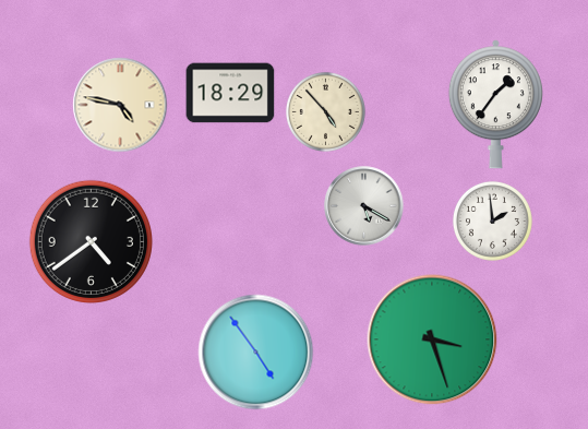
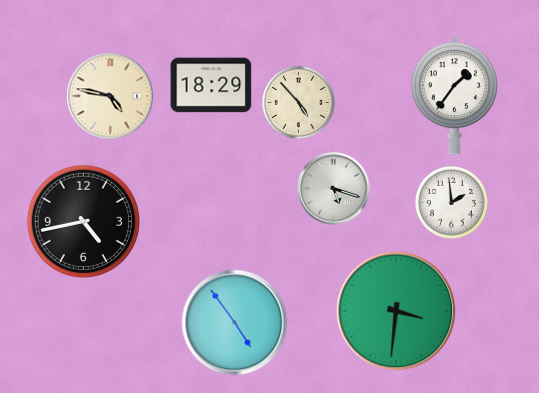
clock at (364, 206): 5:20 -> 5:18
clock at (91, 241): 4:39 -> 4:43
clock at (432, 339): 3:27 -> 3:31
